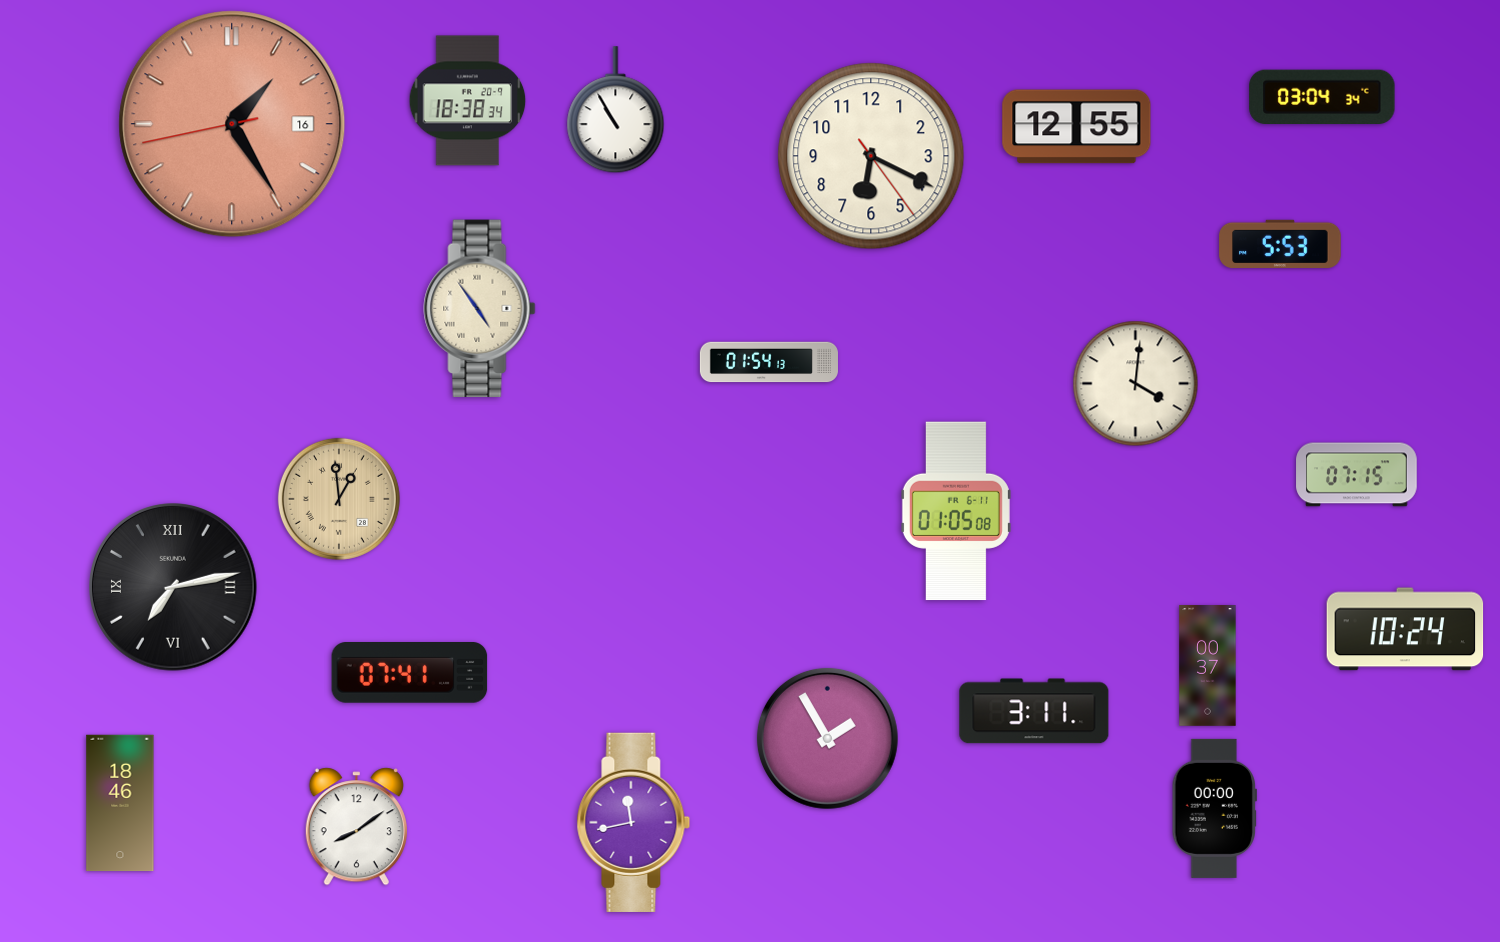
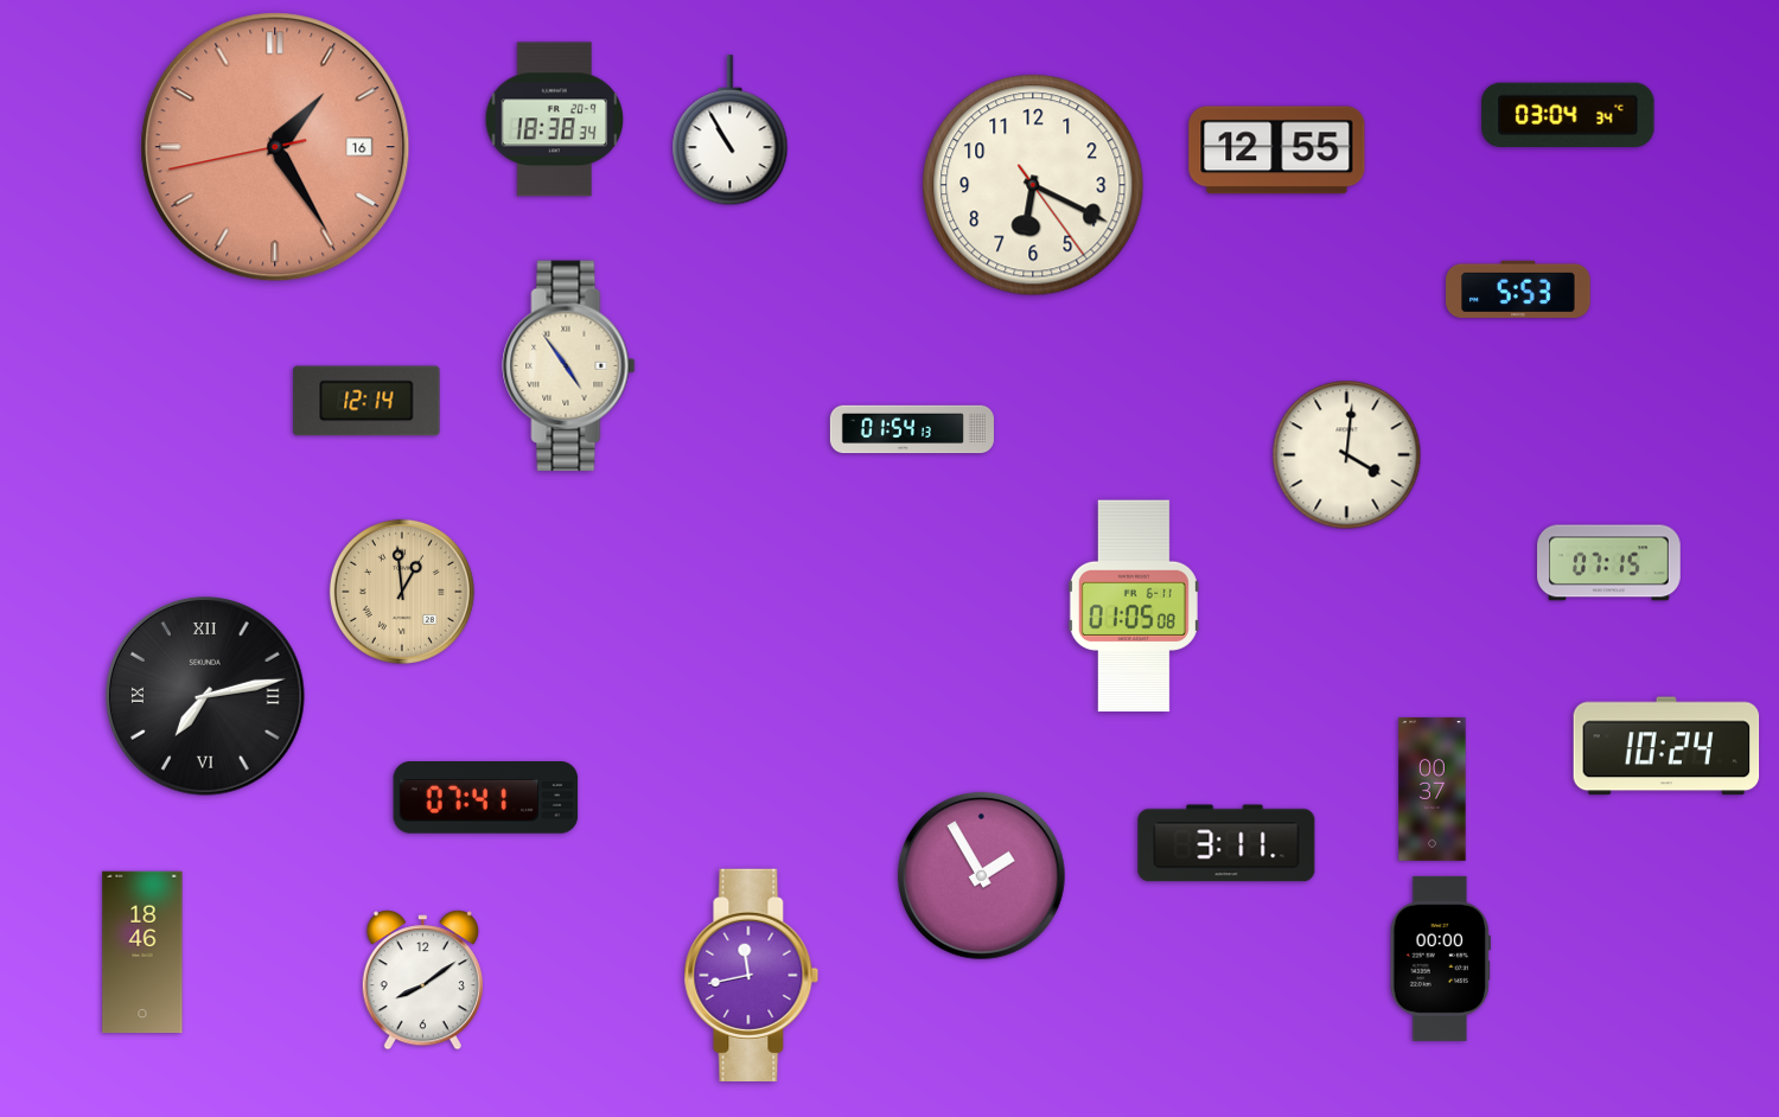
clock at (366, 401): none -> 12:14
